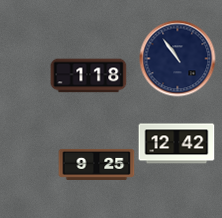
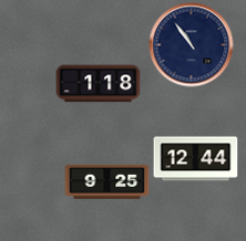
clock at (178, 59) position: (178, 59) -> (192, 45)
clock at (177, 144): 12:42 -> 12:44
